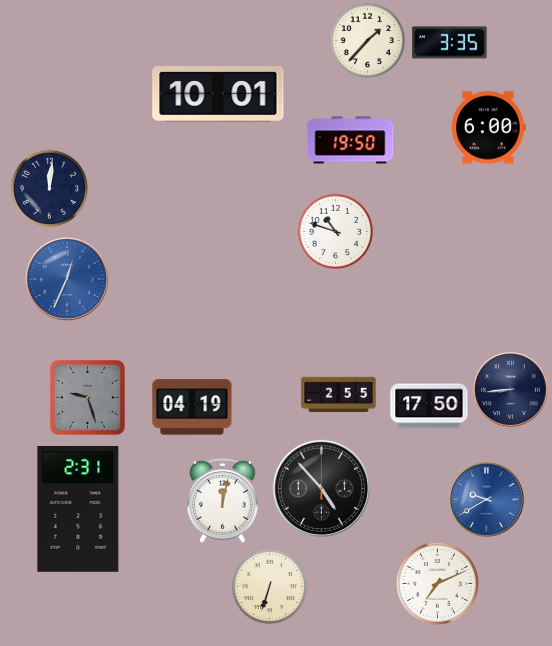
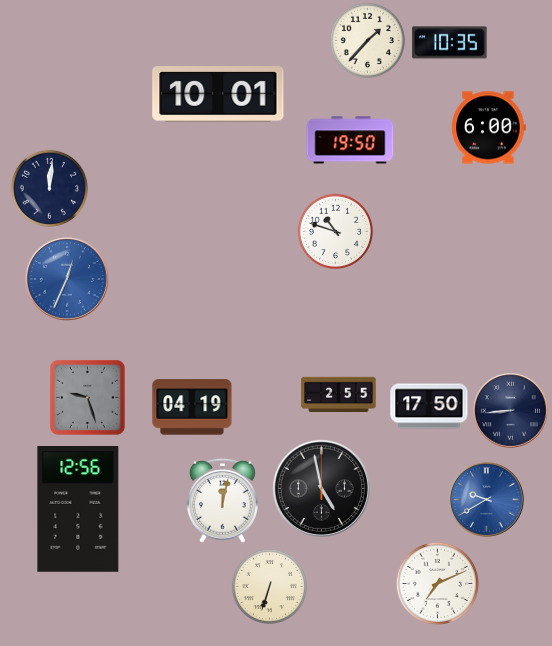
clock at (450, 43): 3:35 -> 10:35
clock at (511, 390) position: (511, 390) -> (511, 411)
clock at (321, 488): 4:53 -> 4:58
clock at (78, 510): 2:31 -> 12:56
